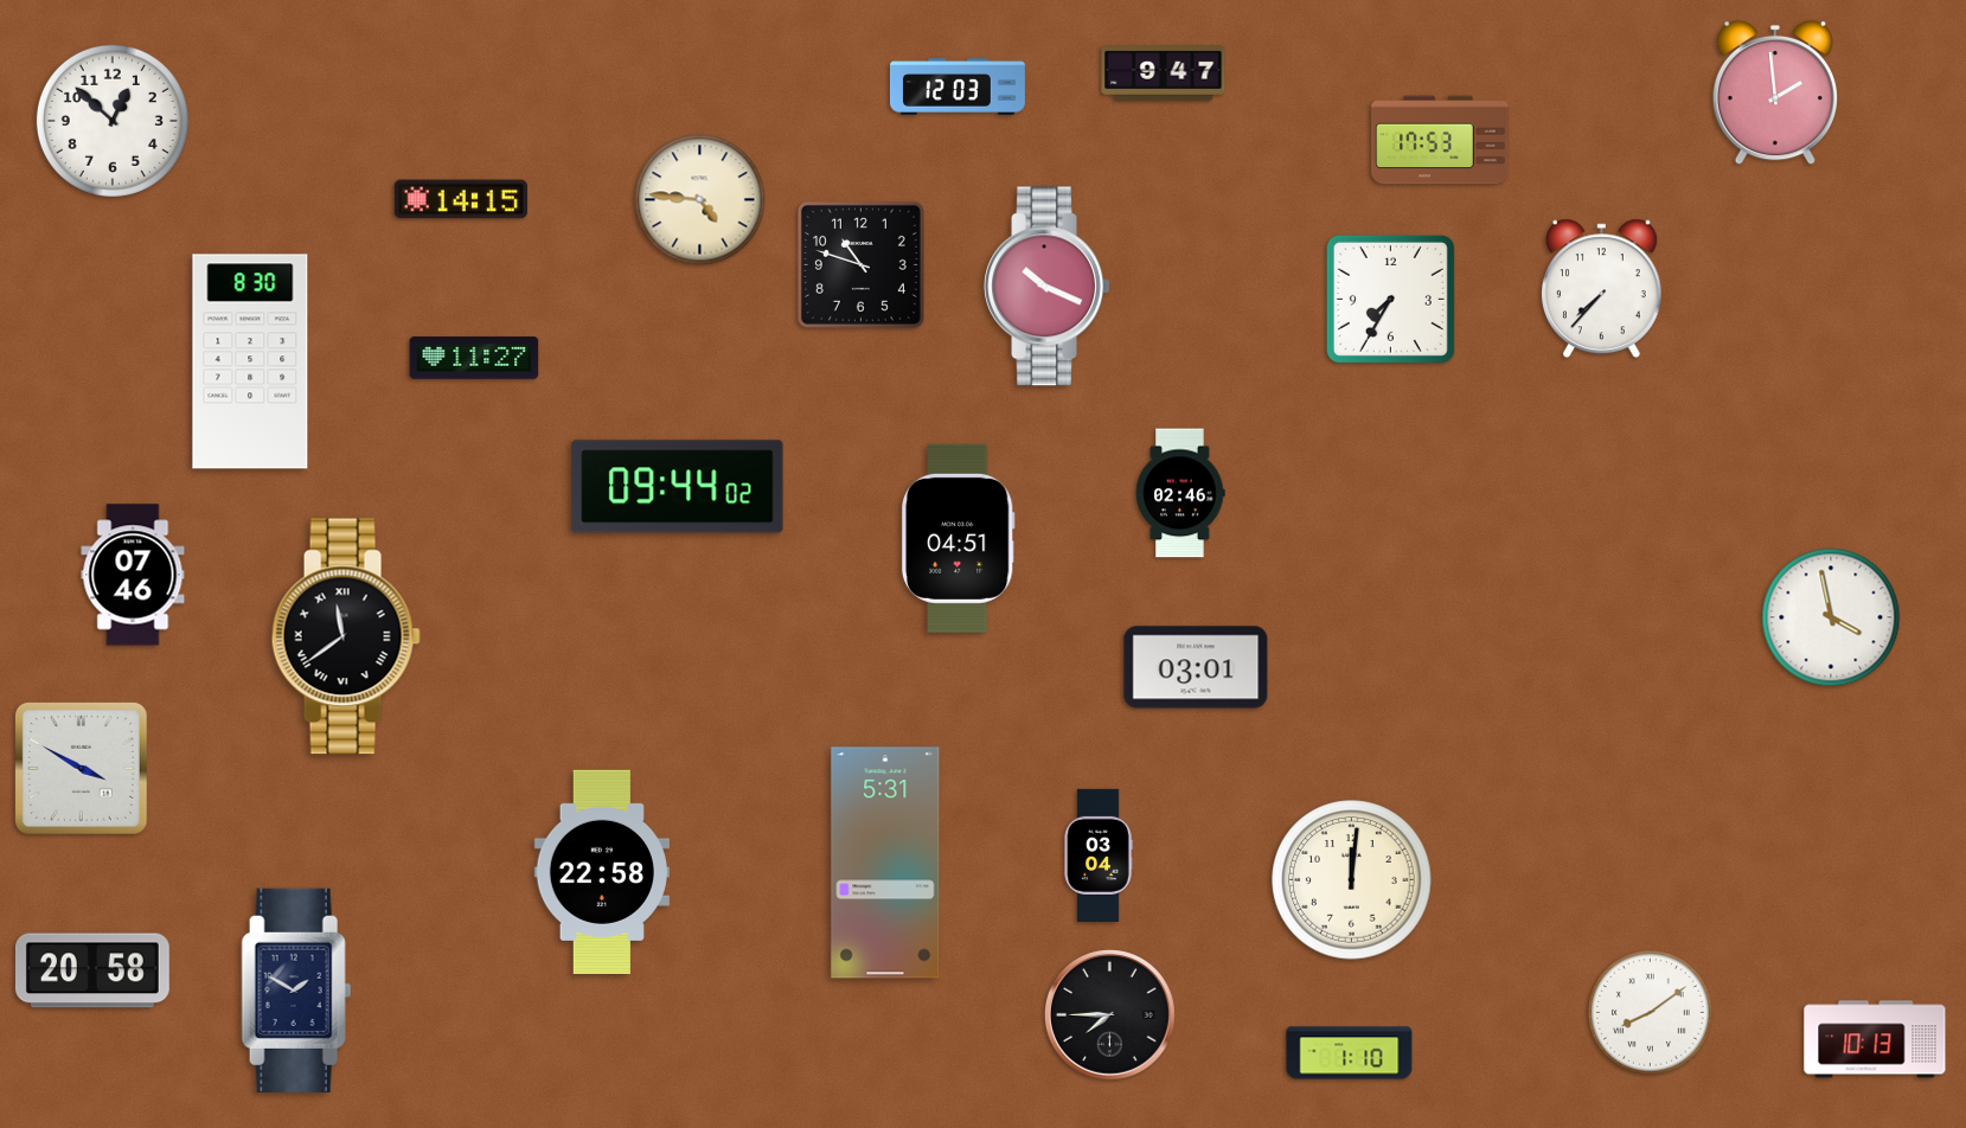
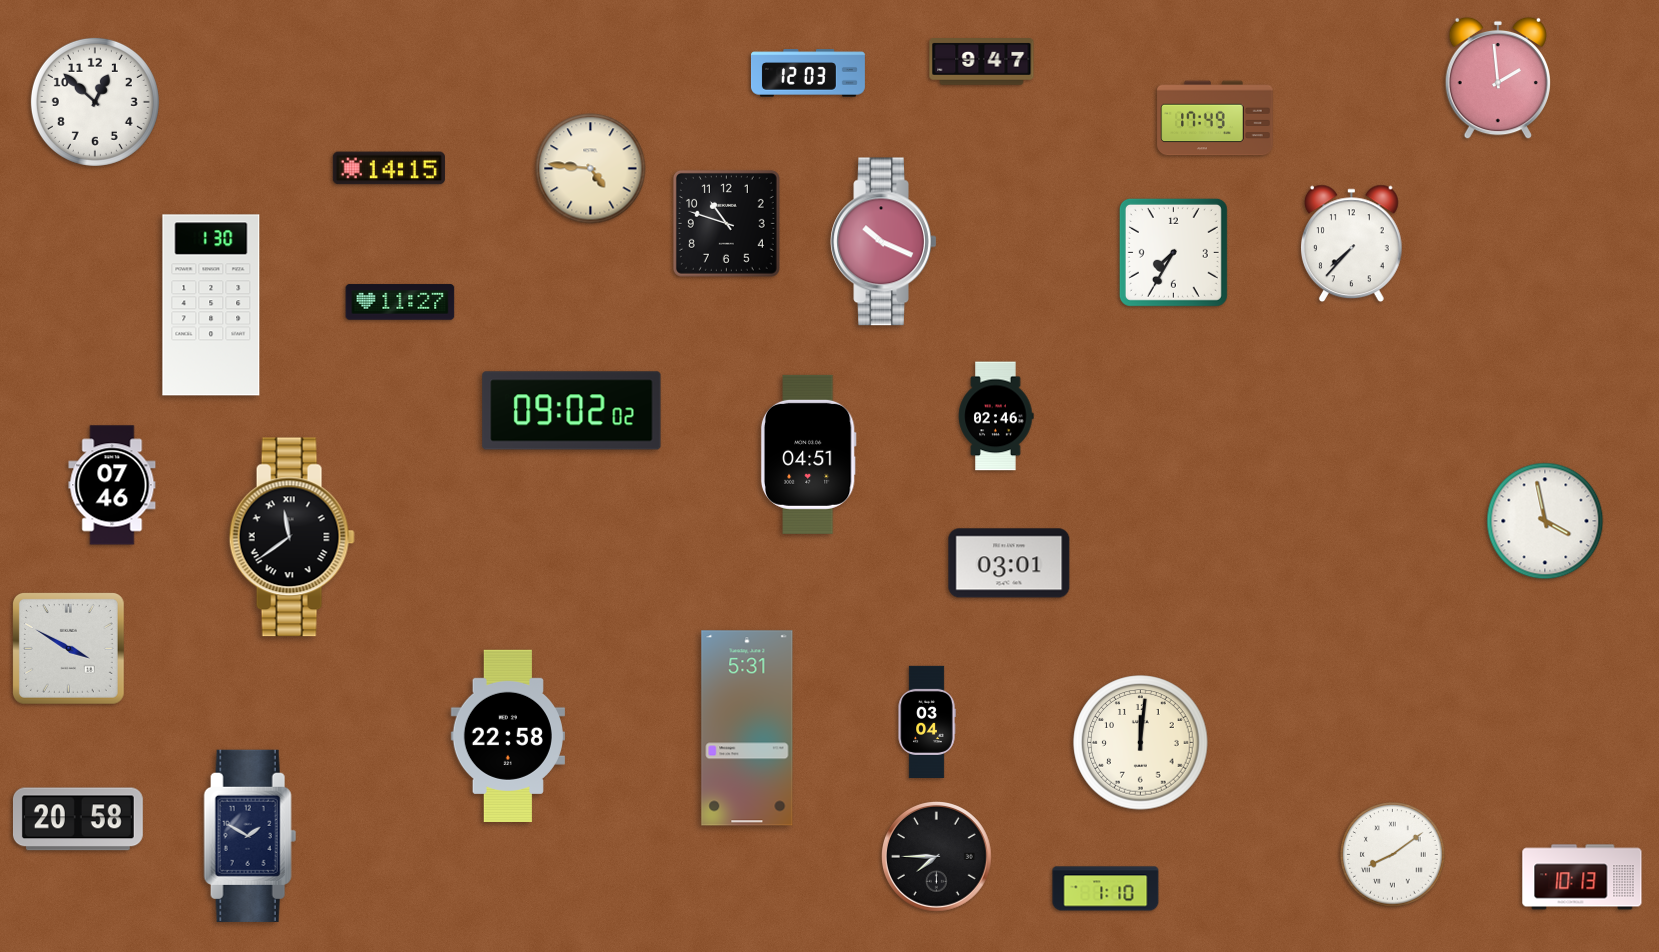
clock at (1440, 140): 17:53 -> 17:49
clock at (250, 361): 8:30 -> 1:30
clock at (678, 487): 09:44 -> 09:02
clock at (1350, 1053) position: (1350, 1053) -> (1106, 889)
